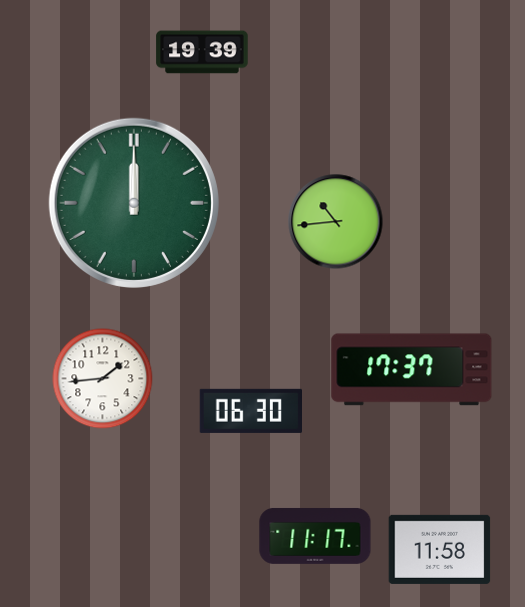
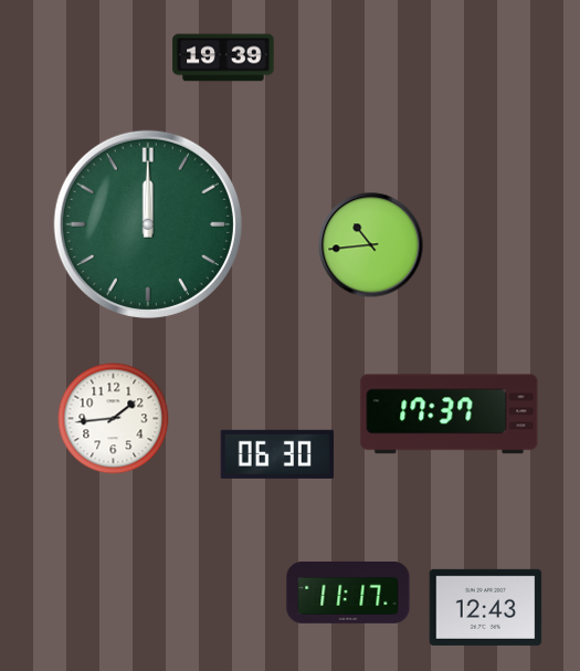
clock at (412, 370) position: (412, 370) -> (450, 415)
clock at (440, 549): 11:58 -> 12:43
